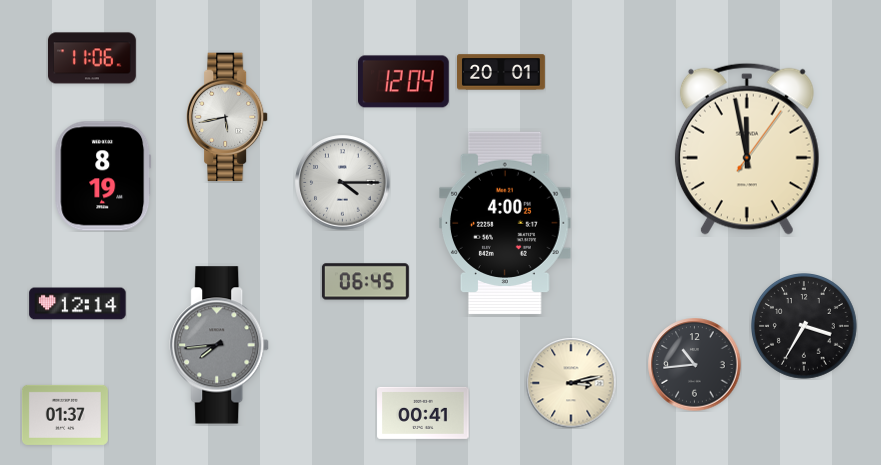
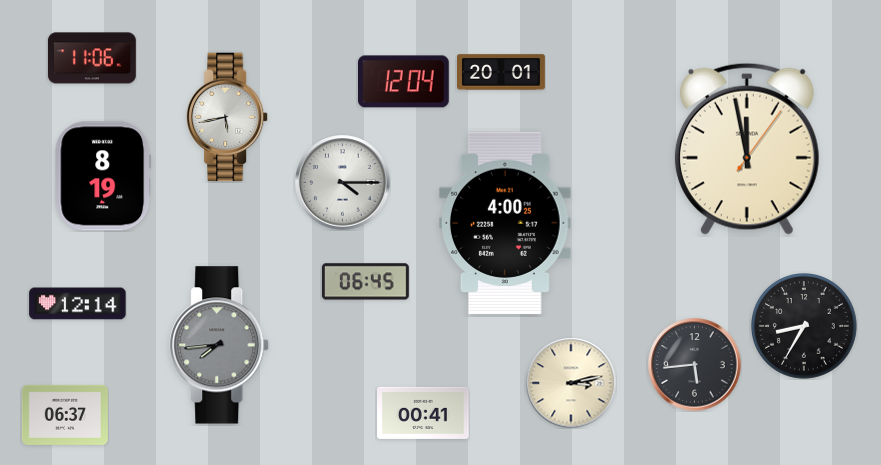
clock at (805, 327): 3:35 -> 8:35
clock at (694, 364): 10:44 -> 5:44
clock at (65, 415): 01:37 -> 06:37
